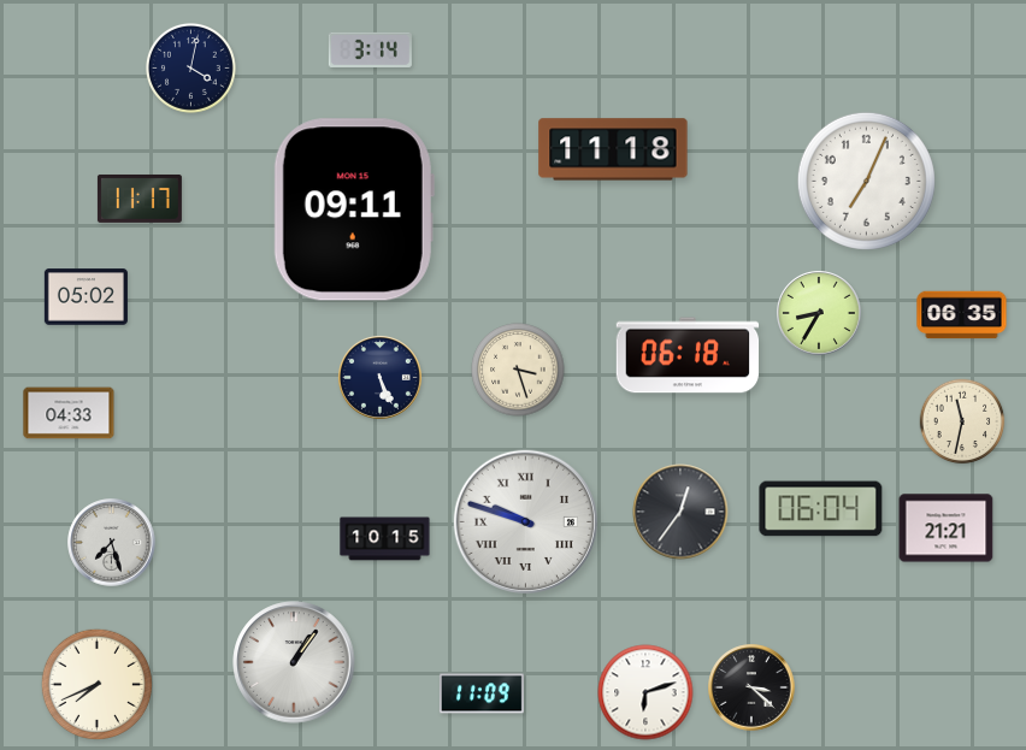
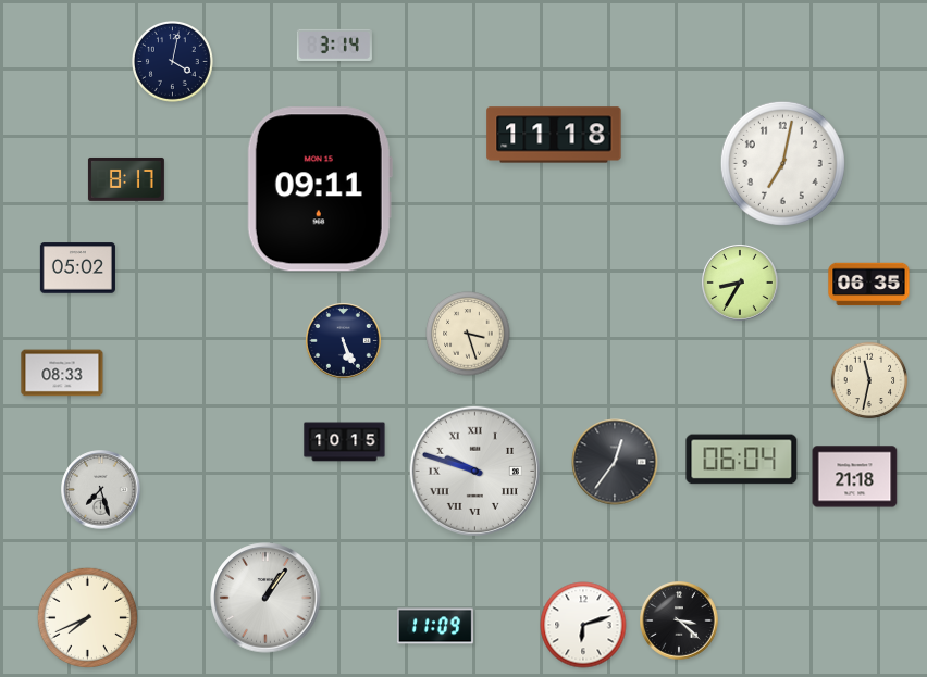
clock at (866, 181): 7:04 -> 7:02
clock at (140, 199): 11:17 -> 8:17
clock at (688, 355): 06:18 -> none
clock at (69, 413): 04:33 -> 08:33
clock at (947, 528): 21:21 -> 21:18
clock at (385, 539) position: (385, 539) -> (345, 442)
